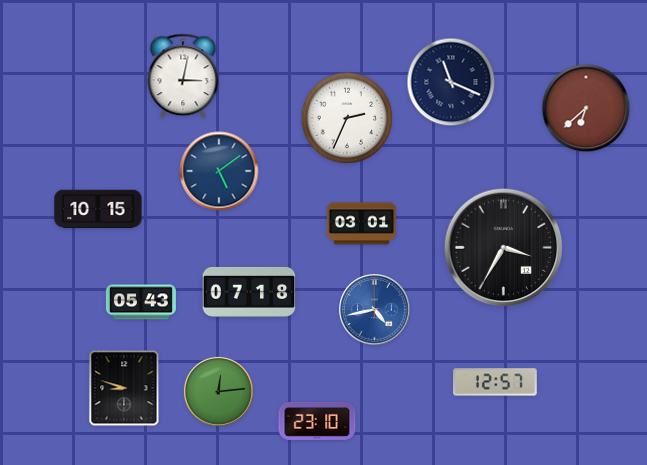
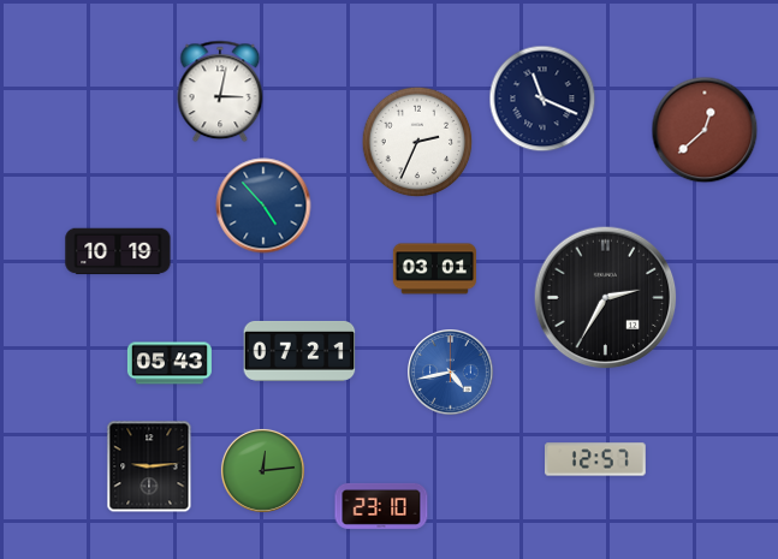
clock at (586, 108): 6:38 -> 12:38
clock at (219, 171): 5:09 -> 4:53
clock at (98, 209): 10:15 -> 10:19
clock at (504, 248): 3:35 -> 2:35
clock at (249, 292): 07:18 -> 07:21
clock at (124, 388): 8:48 -> 9:14
